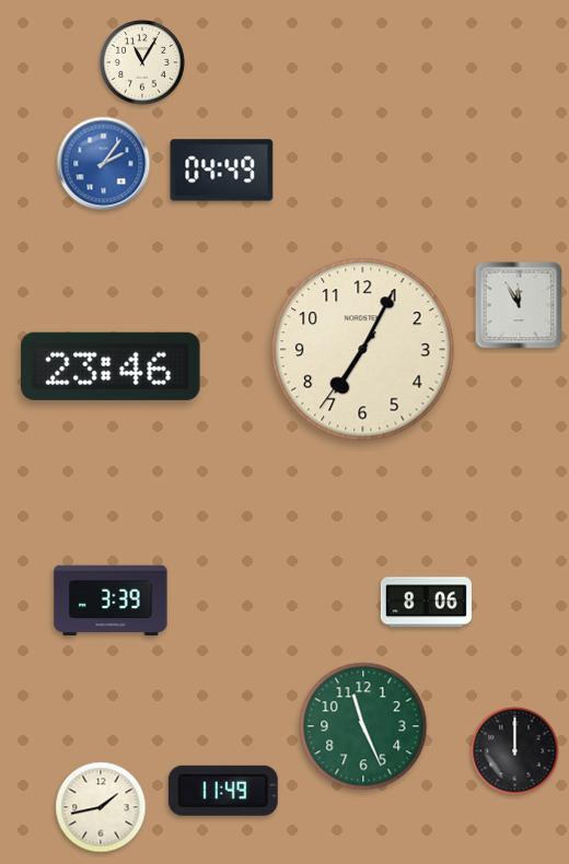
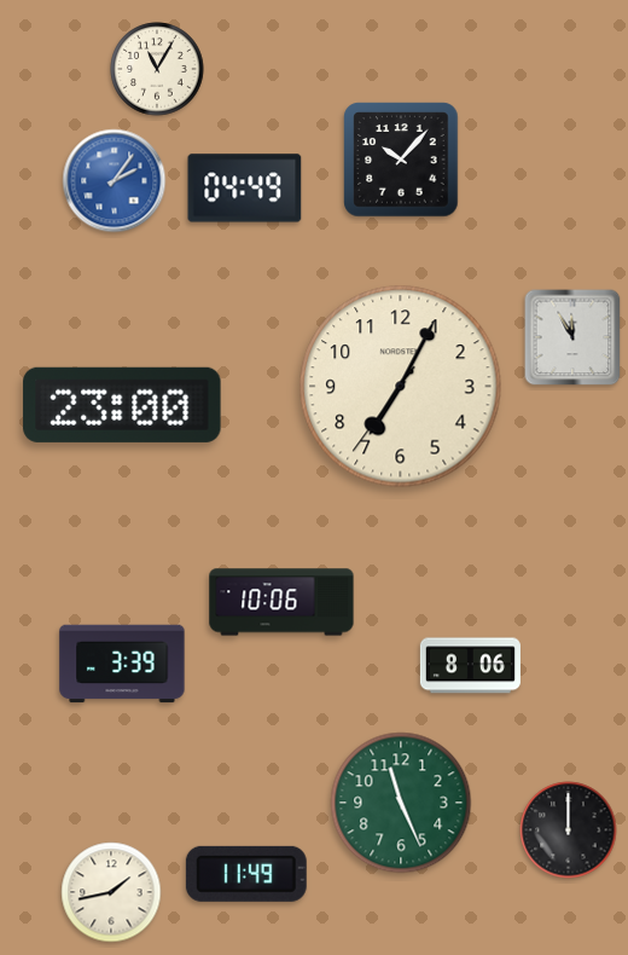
clock at (401, 160): none -> 10:07
clock at (111, 366): 23:46 -> 23:00
clock at (281, 602): none -> 10:06
